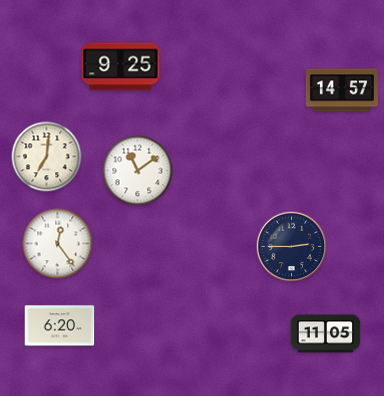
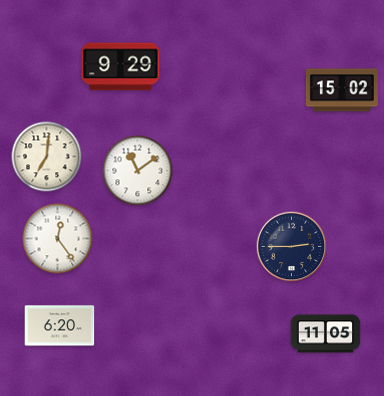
clock at (121, 67): 9:25 -> 9:29
clock at (342, 90): 14:57 -> 15:02
clock at (58, 244) position: (58, 244) -> (58, 239)
